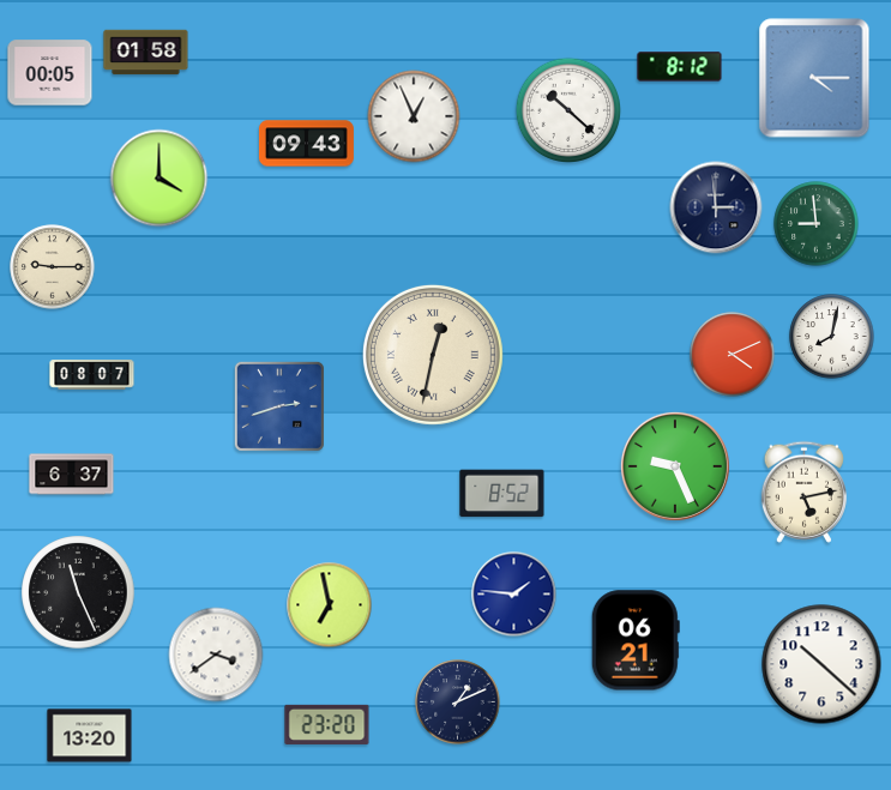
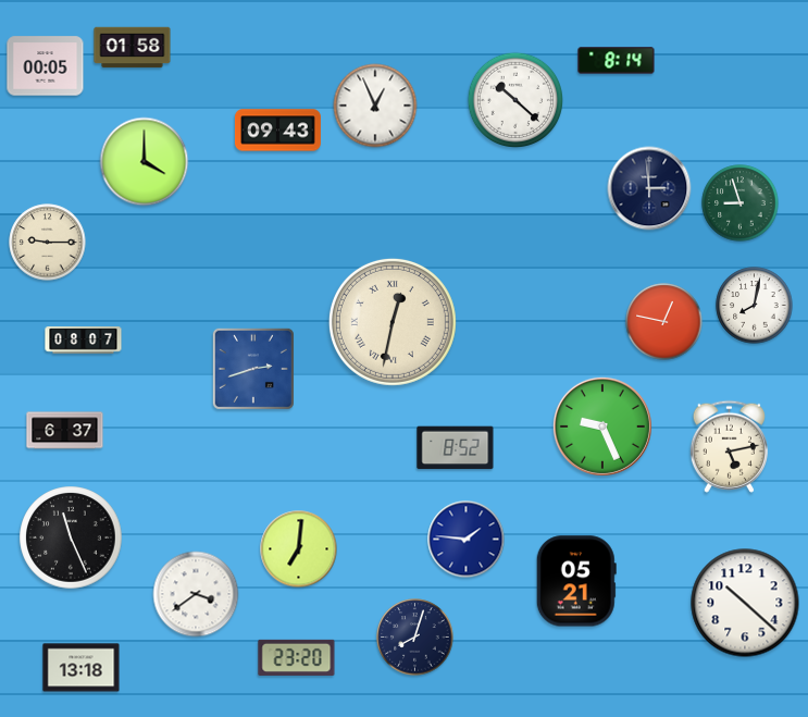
clock at (680, 67): 8:12 -> 8:14
clock at (814, 78): 4:15 -> none
clock at (817, 224): 8:59 -> 8:57
clock at (733, 355): 4:11 -> 12:47
clock at (675, 466) position: (675, 466) -> (602, 427)
clock at (330, 605): 6:58 -> 7:01
clock at (636, 640): 06:21 -> 05:21
clock at (458, 702): 1:11 -> 8:03
clock at (90, 736): 13:20 -> 13:18
